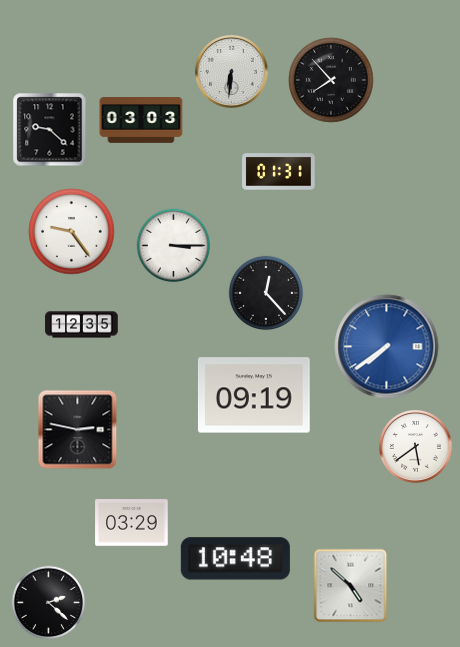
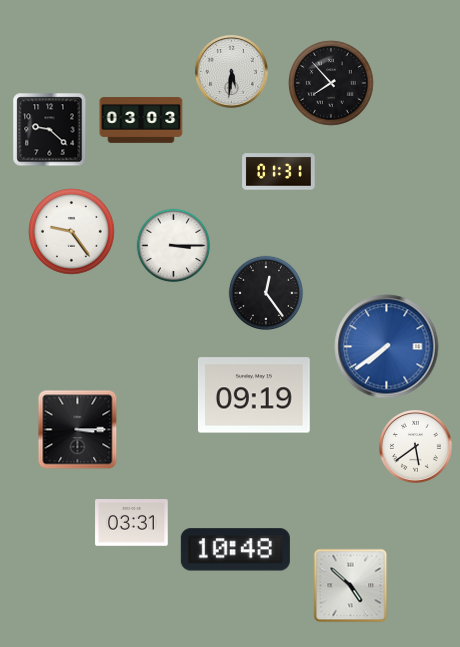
clock at (232, 72): 6:31 -> 5:31
clock at (331, 80) position: (331, 80) -> (331, 83)
clock at (266, 293): 12:23 -> 12:24
clock at (82, 325): 12:35 -> none
clock at (78, 430): 2:47 -> 3:15
clock at (132, 523): 03:29 -> 03:31
clock at (235, 559) position: (235, 559) -> (235, 550)
clock at (49, 603): 2:22 -> none
